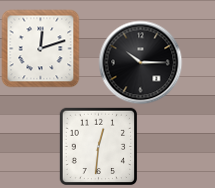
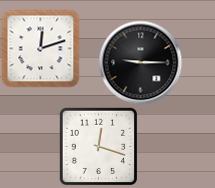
clock at (140, 62): 10:15 -> 9:15
clock at (98, 146): 12:31 -> 12:18
